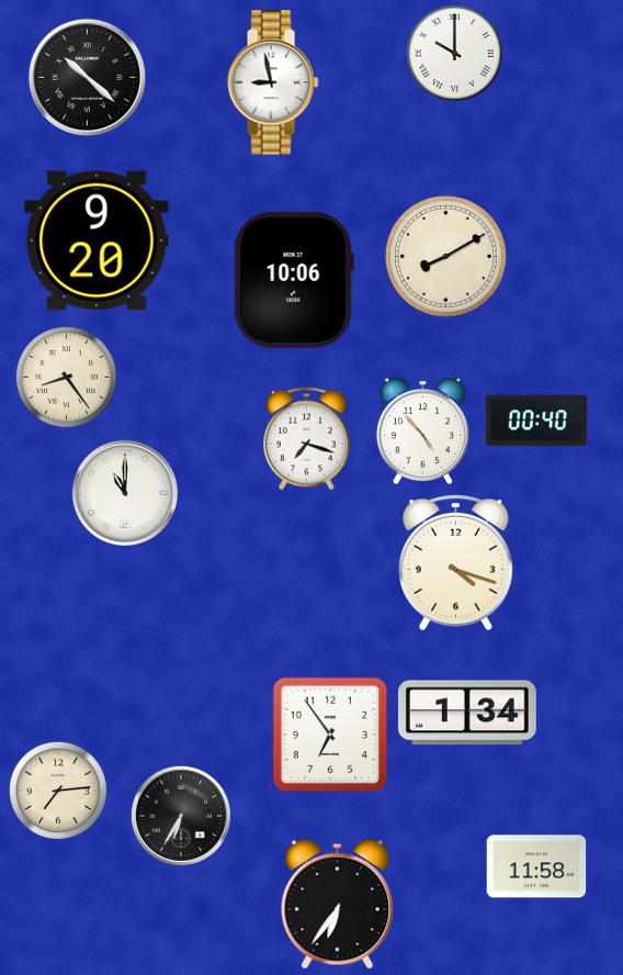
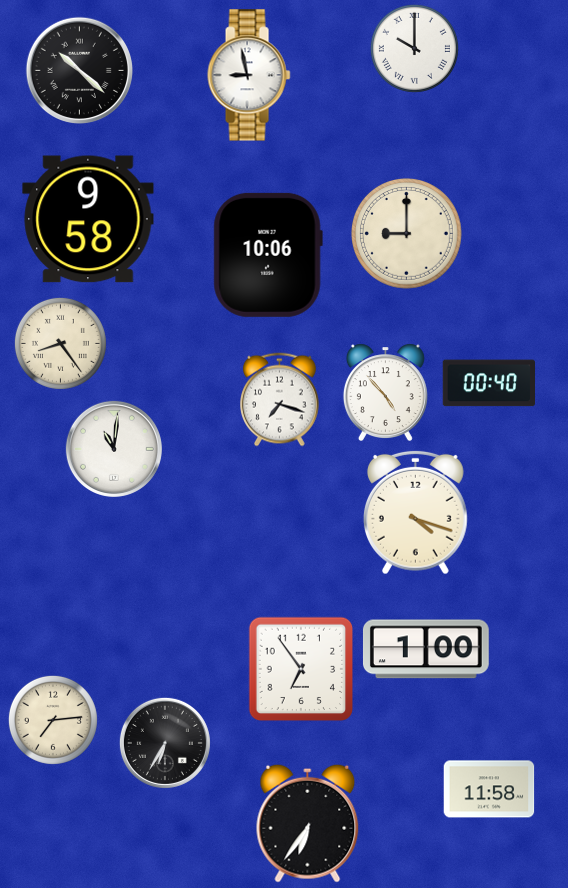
clock at (97, 240): 9:20 -> 9:58
clock at (446, 257): 8:10 -> 9:00
clock at (125, 493): 11:00 -> 11:01
clock at (467, 713): 1:34 -> 1:00
